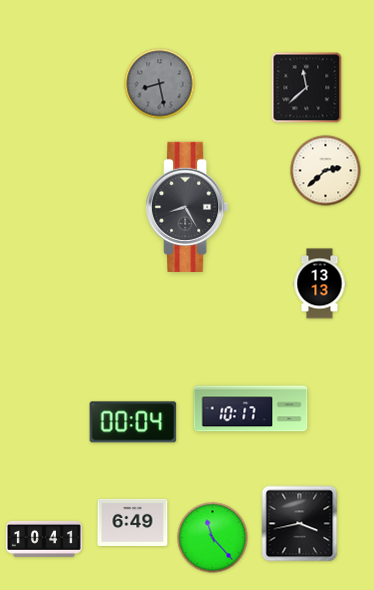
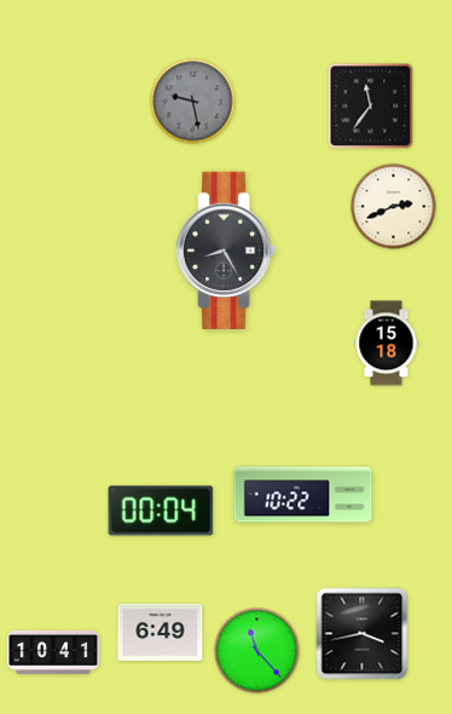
clock at (160, 84): 8:28 -> 9:28
clock at (307, 88): 11:38 -> 11:36
clock at (326, 171): 2:38 -> 2:41
clock at (320, 284): 13:13 -> 15:18
clock at (251, 409): 10:17 -> 10:22
